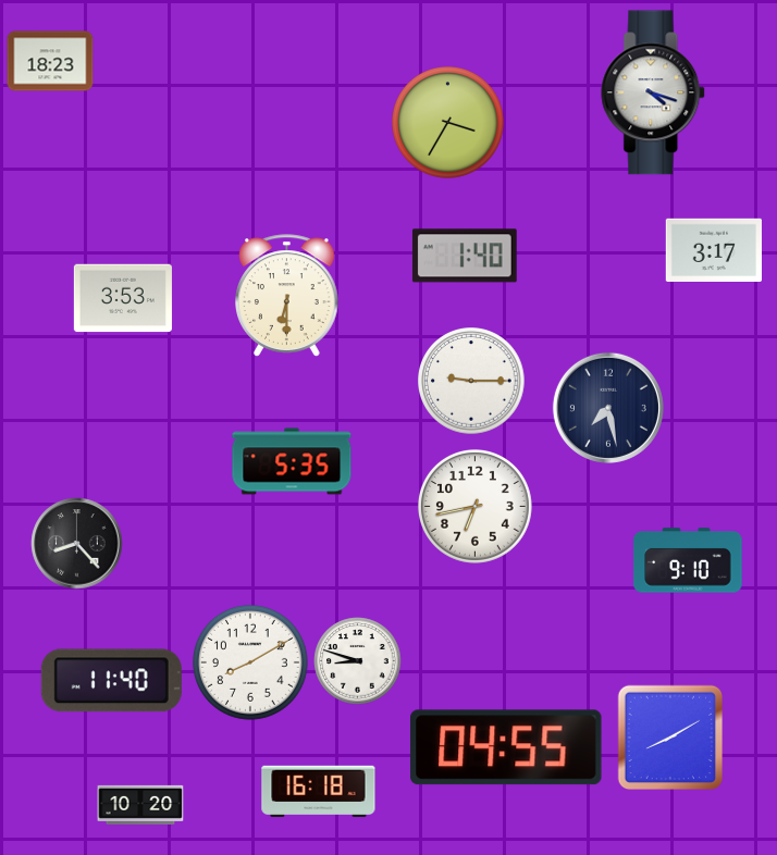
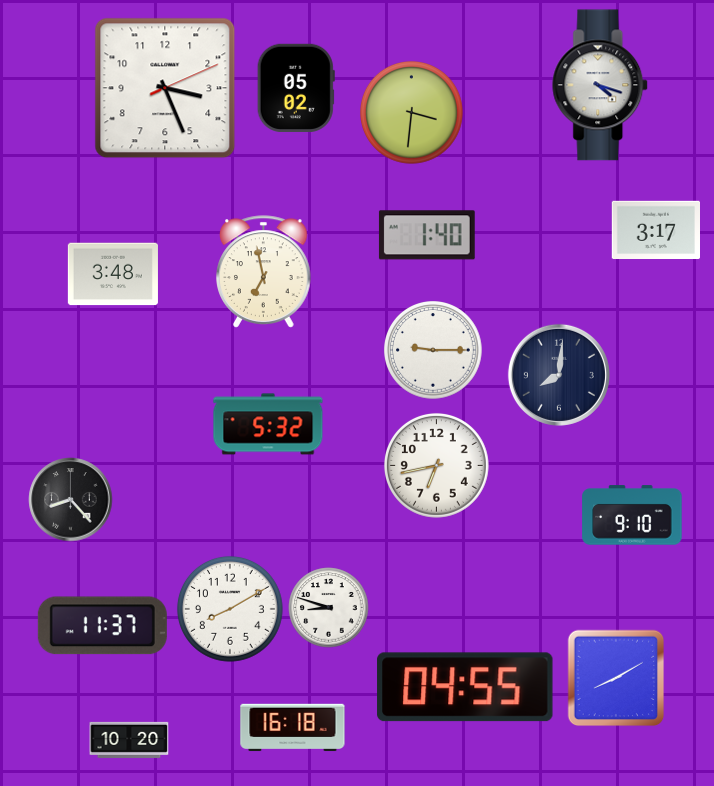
clock at (50, 61): 18:23 -> none
clock at (165, 88): none -> 3:26
clock at (296, 88): none -> 05:02
clock at (448, 123): 3:35 -> 3:31
clock at (287, 296): 6:30 -> 6:58
clock at (123, 298): 3:53 -> 3:48
clock at (608, 408): 7:28 -> 8:01
clock at (292, 461): 5:35 -> 5:32
clock at (111, 681): 11:40 -> 11:37
